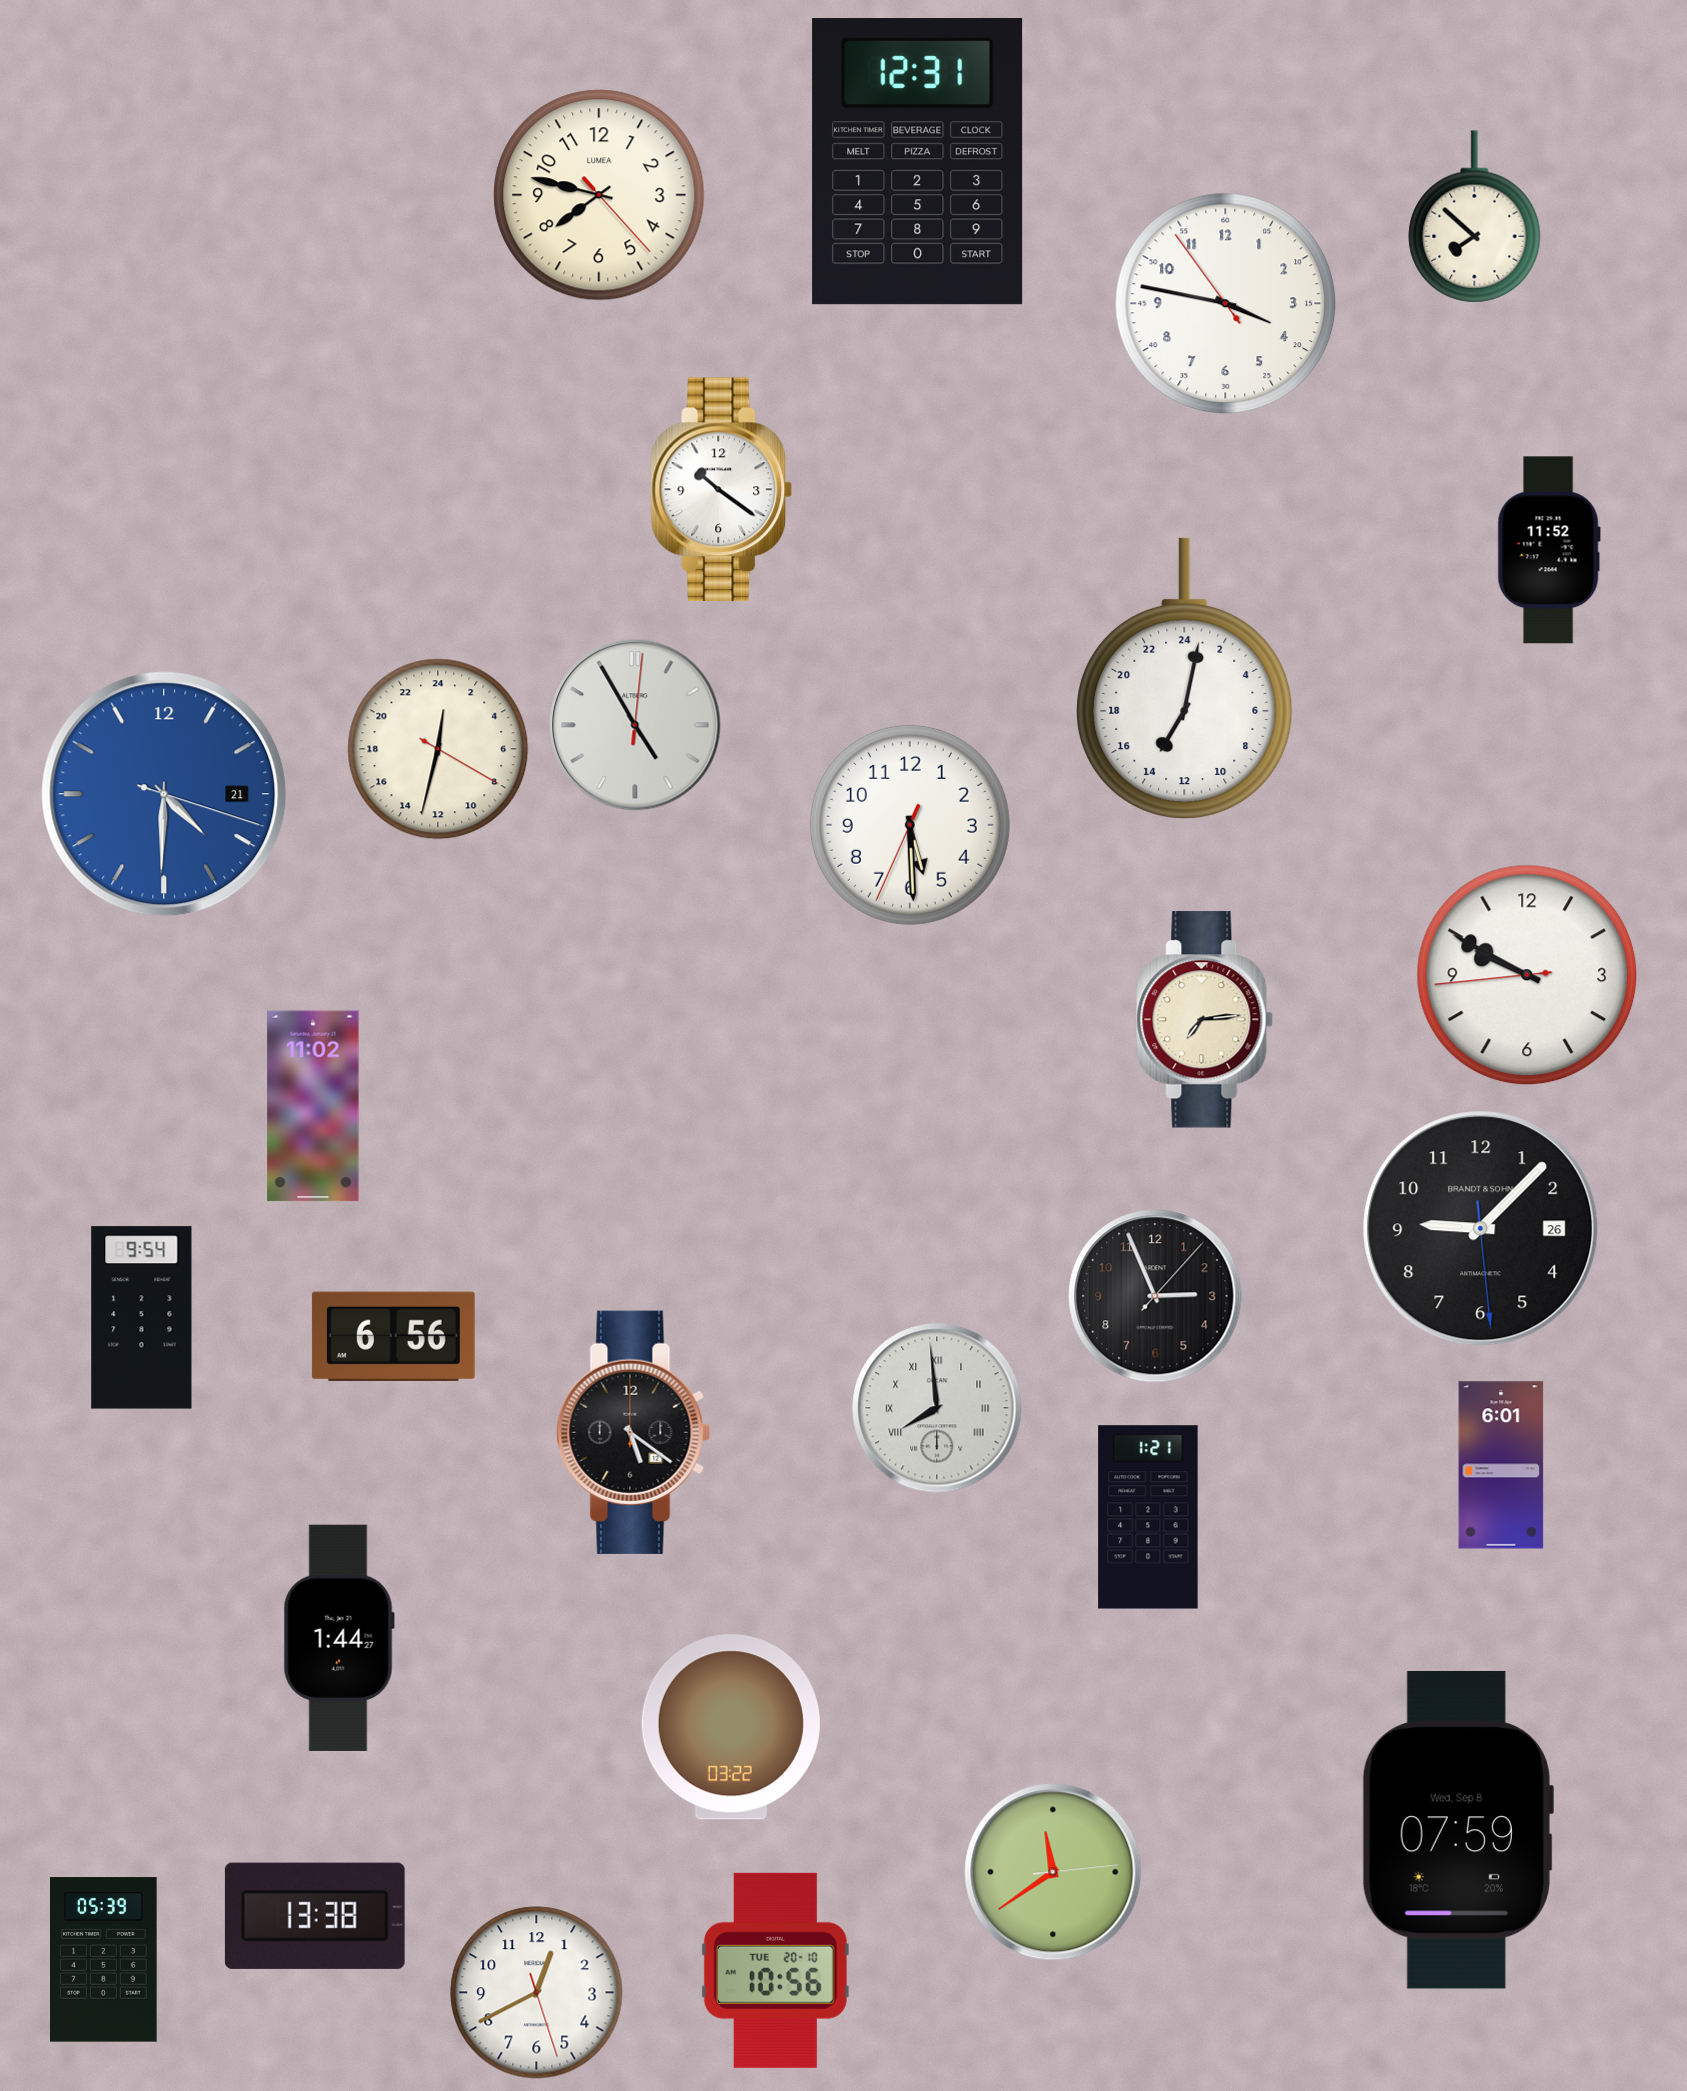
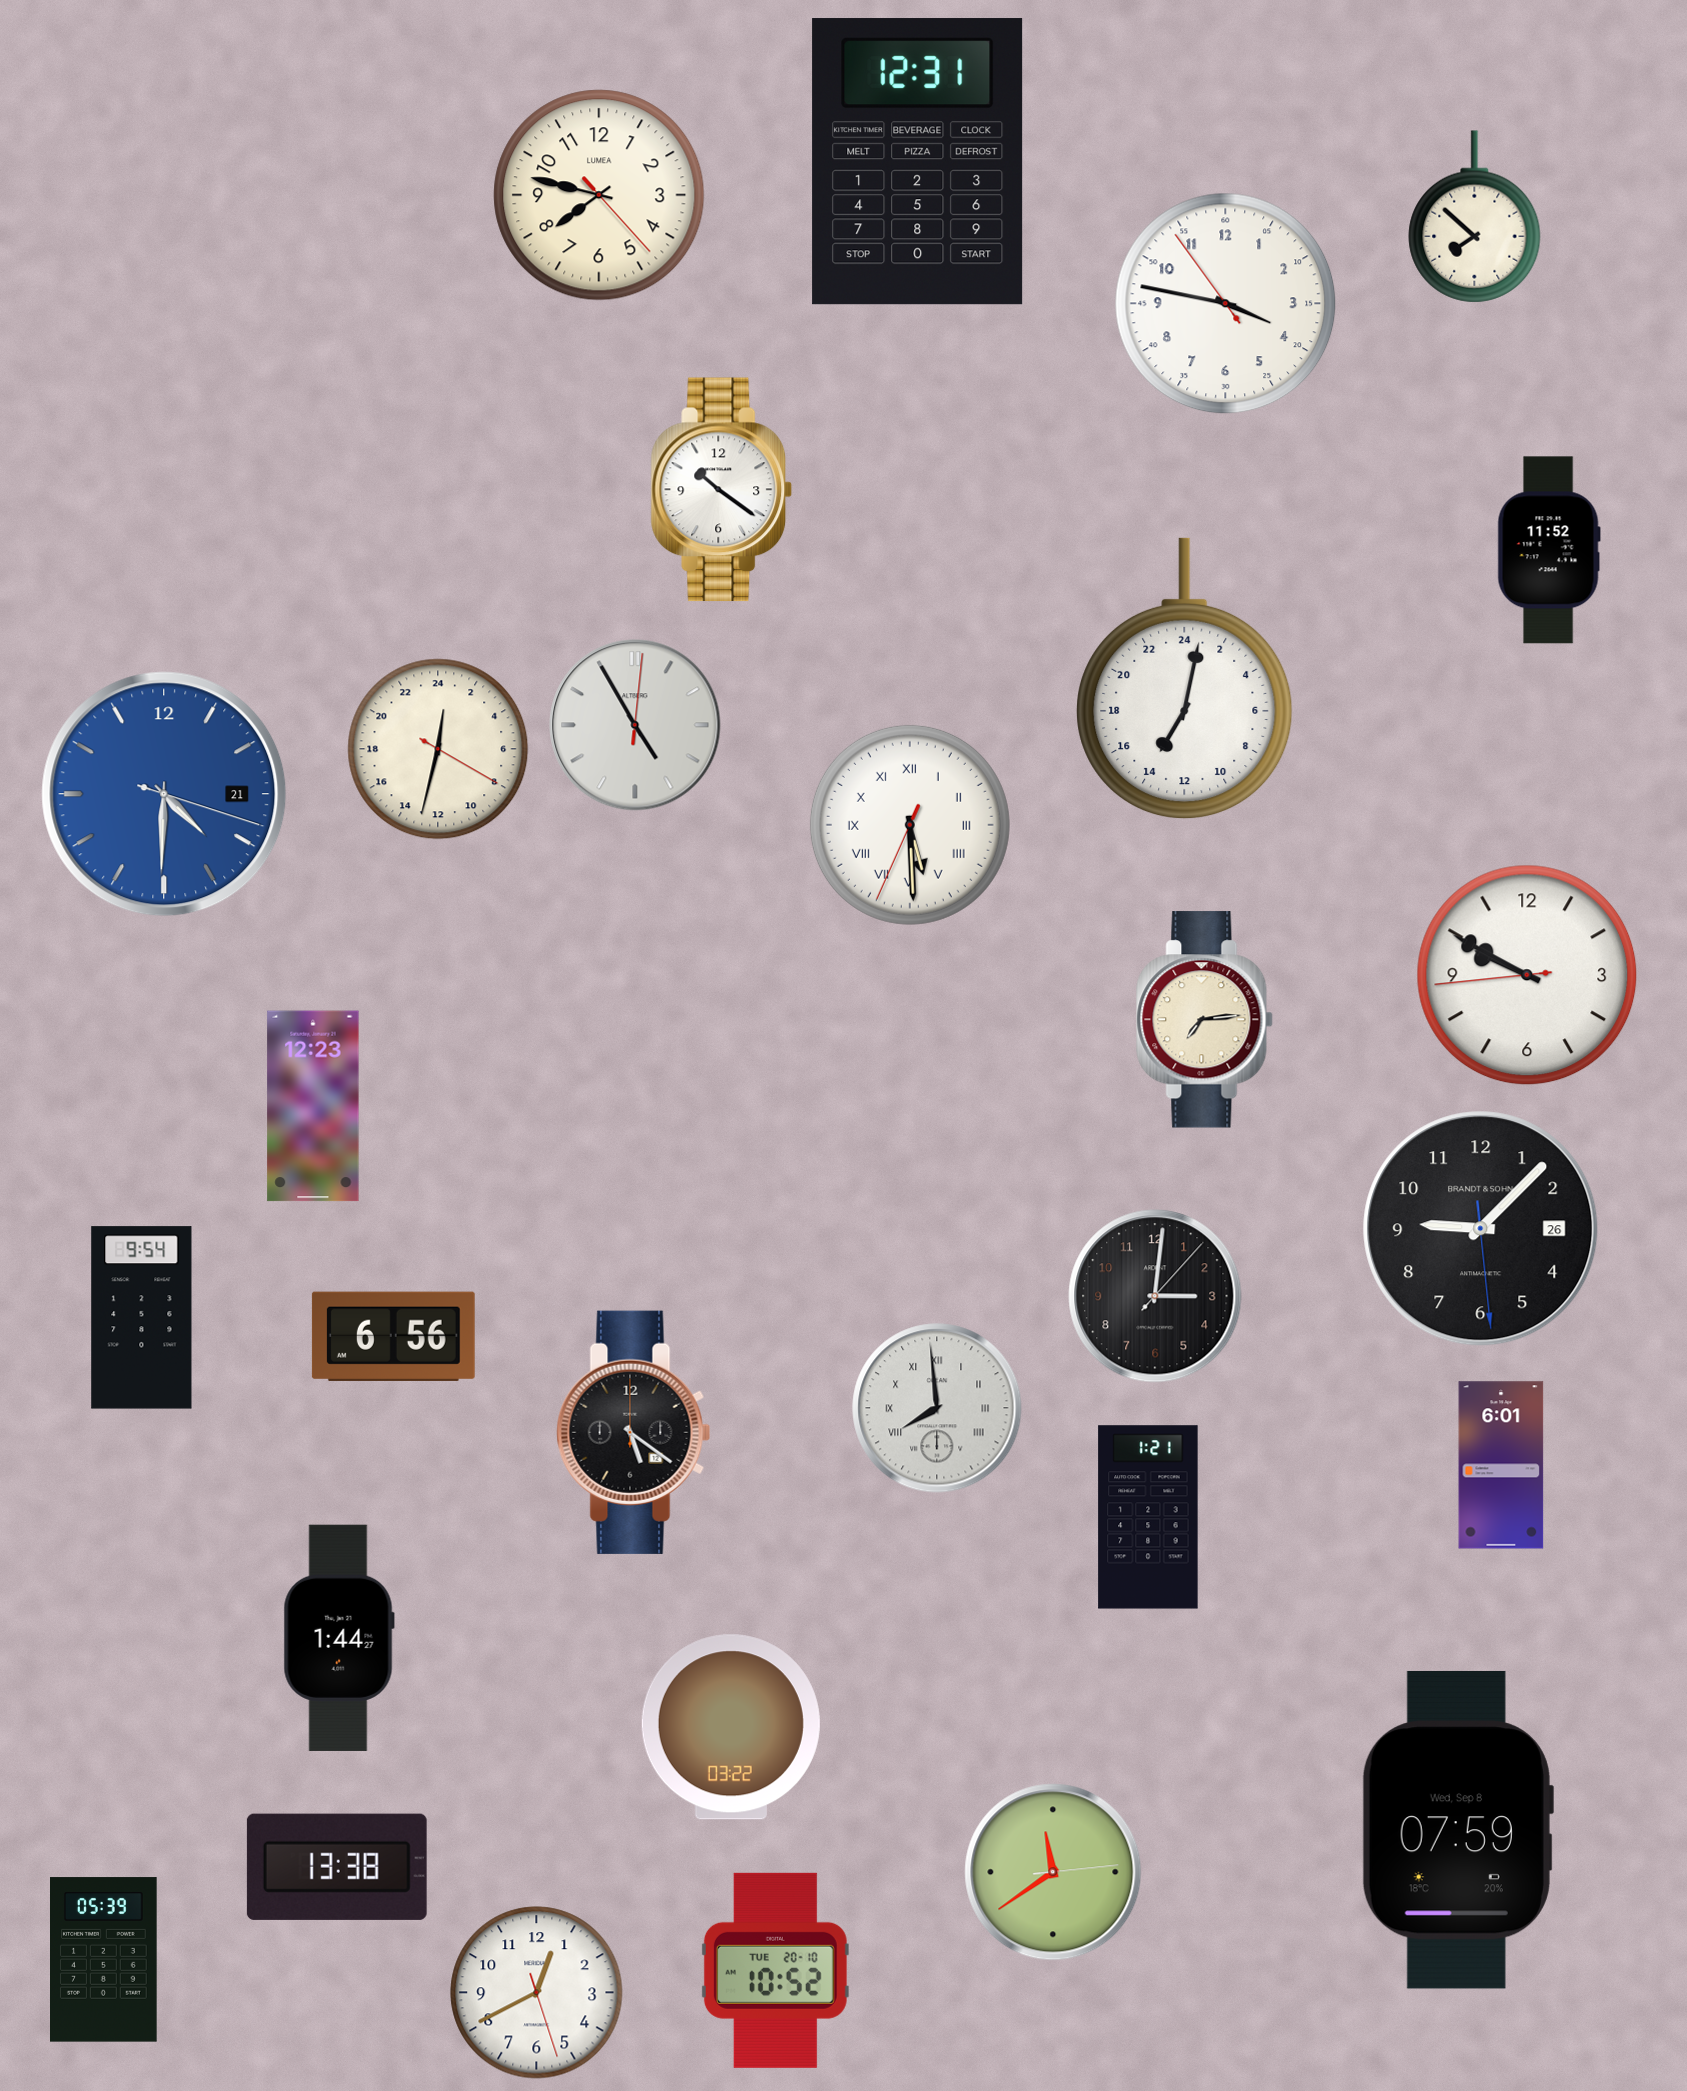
clock at (910, 825) numerals: Arabic -> Roman
clock at (313, 1106): 11:02 -> 12:23
clock at (1155, 1296): 2:56 -> 3:01
clock at (315, 1916) position: (315, 1916) -> (337, 1867)
clock at (775, 1970): 10:56 -> 10:52
